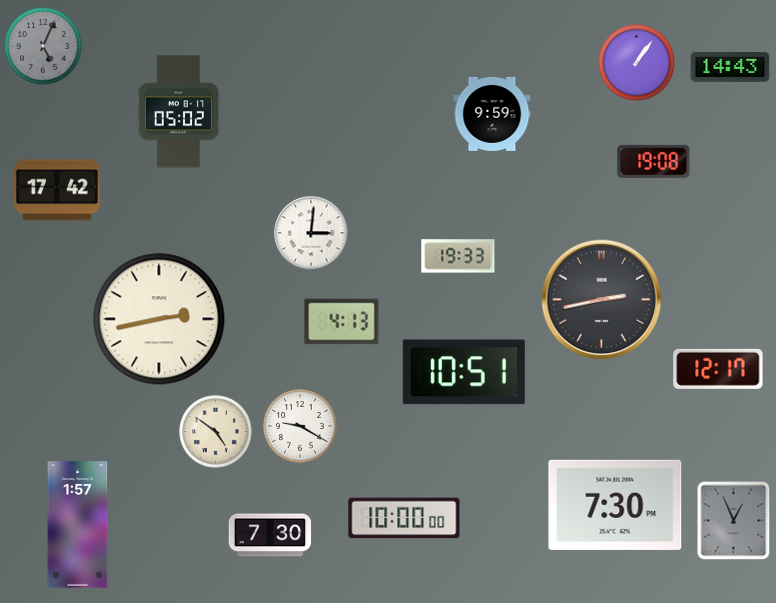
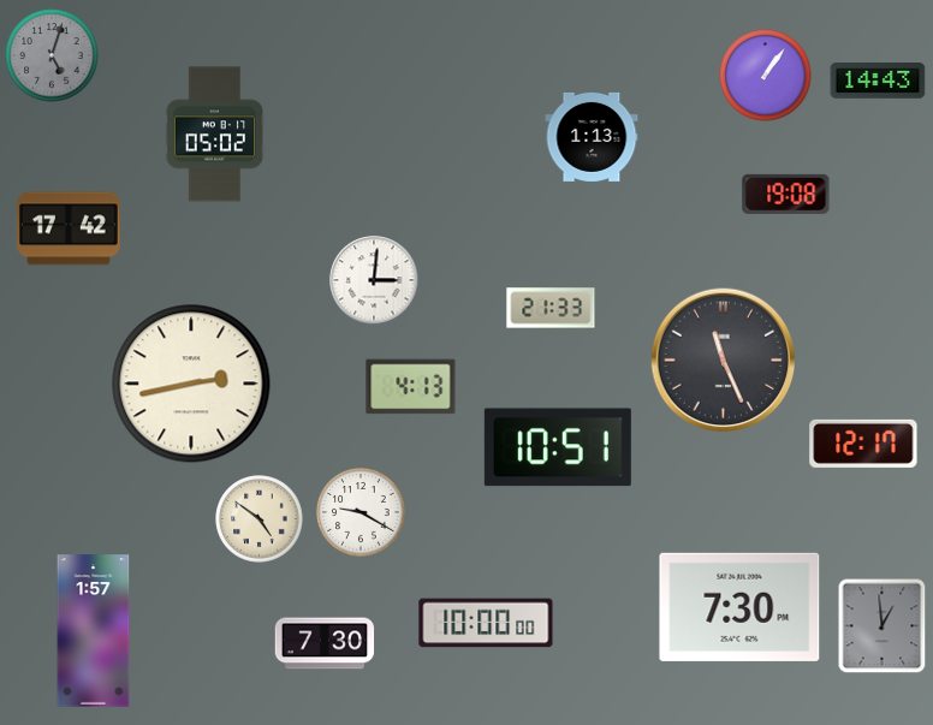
clock at (43, 46): 5:04 -> 5:03
clock at (492, 114): 9:59 -> 1:13
clock at (458, 256): 19:33 -> 21:33
clock at (602, 300): 2:43 -> 11:26
clock at (734, 521): 12:56 -> 12:59
